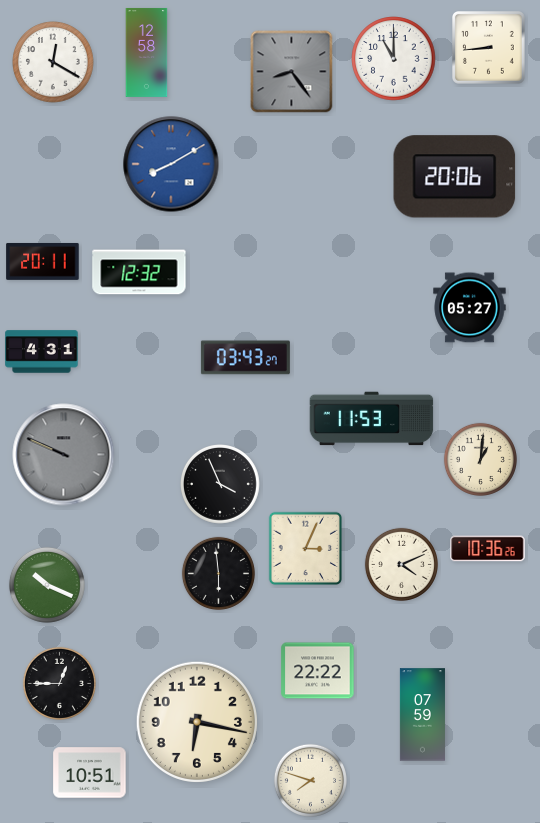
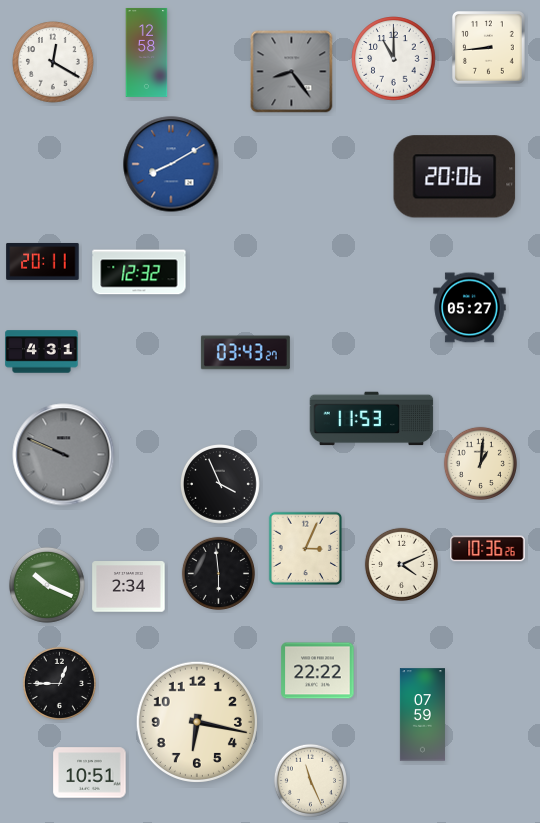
clock at (245, 358) position: (245, 358) -> (245, 353)
clock at (480, 459) position: (480, 459) -> (480, 463)
clock at (129, 587): none -> 2:34
clock at (310, 780): 7:48 -> 11:26
